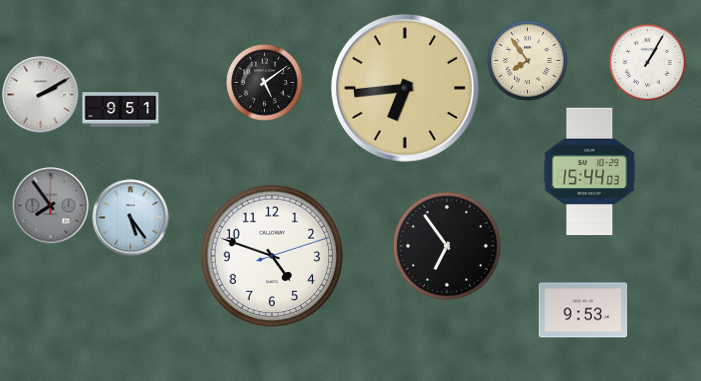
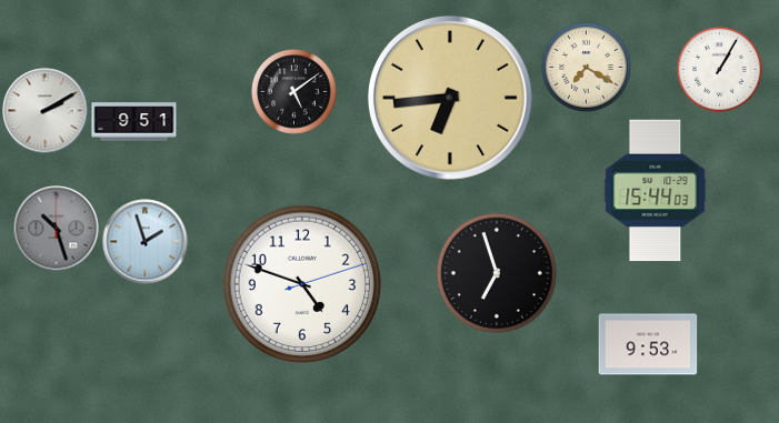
clock at (528, 61): 7:54 -> 7:20
clock at (41, 95) position: (41, 95) -> (46, 111)
clock at (51, 206): 7:54 -> 10:27
clock at (131, 218): 5:24 -> 1:57
clock at (447, 246): 6:54 -> 6:57
